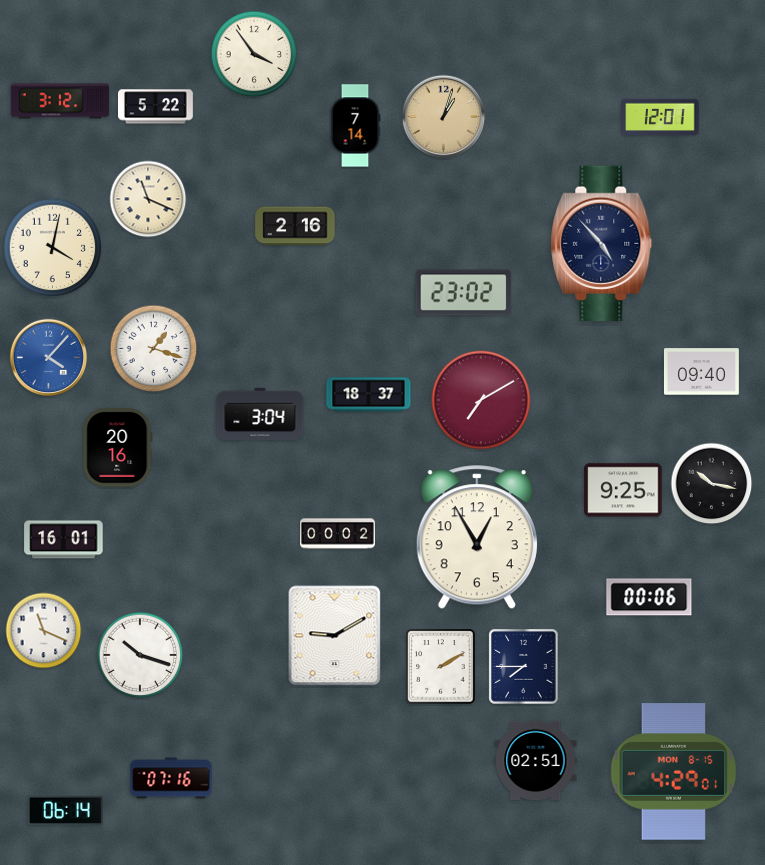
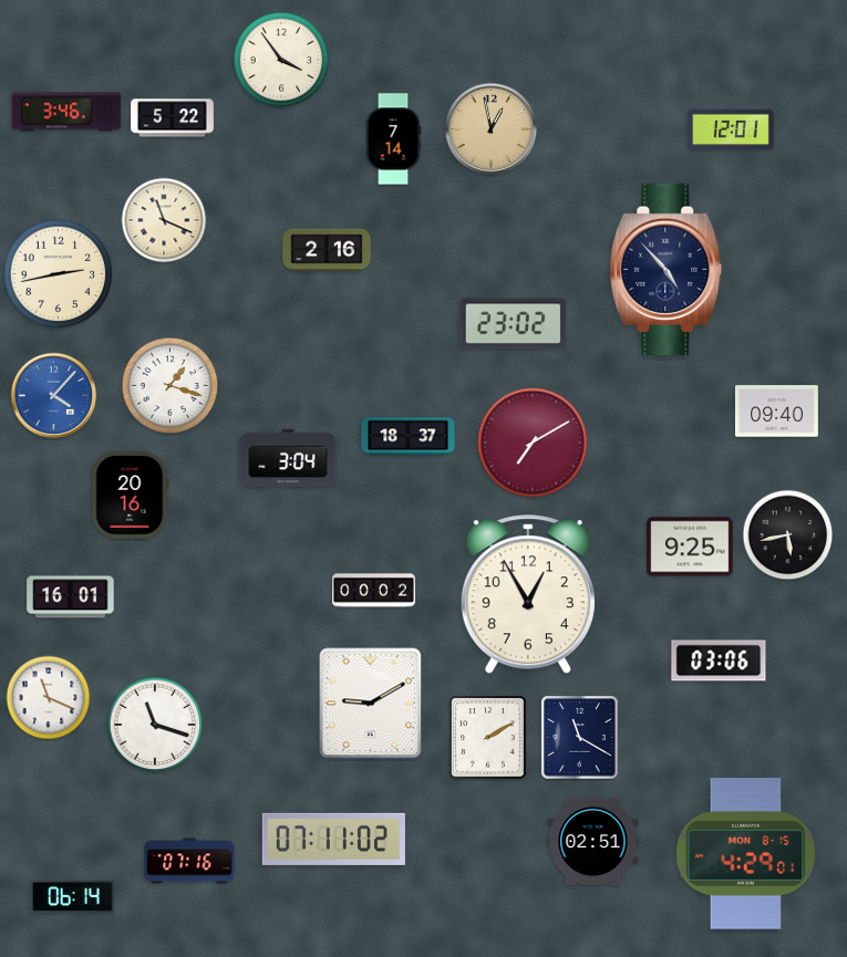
clock at (60, 101): 3:12 -> 3:46
clock at (444, 117): 1:03 -> 12:58
clock at (53, 248): 4:02 -> 2:43
clock at (712, 484): 10:17 -> 5:43
clock at (623, 490) position: (623, 490) -> (690, 547)
clock at (649, 597): 00:06 -> 03:06
clock at (140, 655): 10:18 -> 11:18
clock at (524, 667): 7:45 -> 11:20
clock at (333, 839): none -> 07:11
